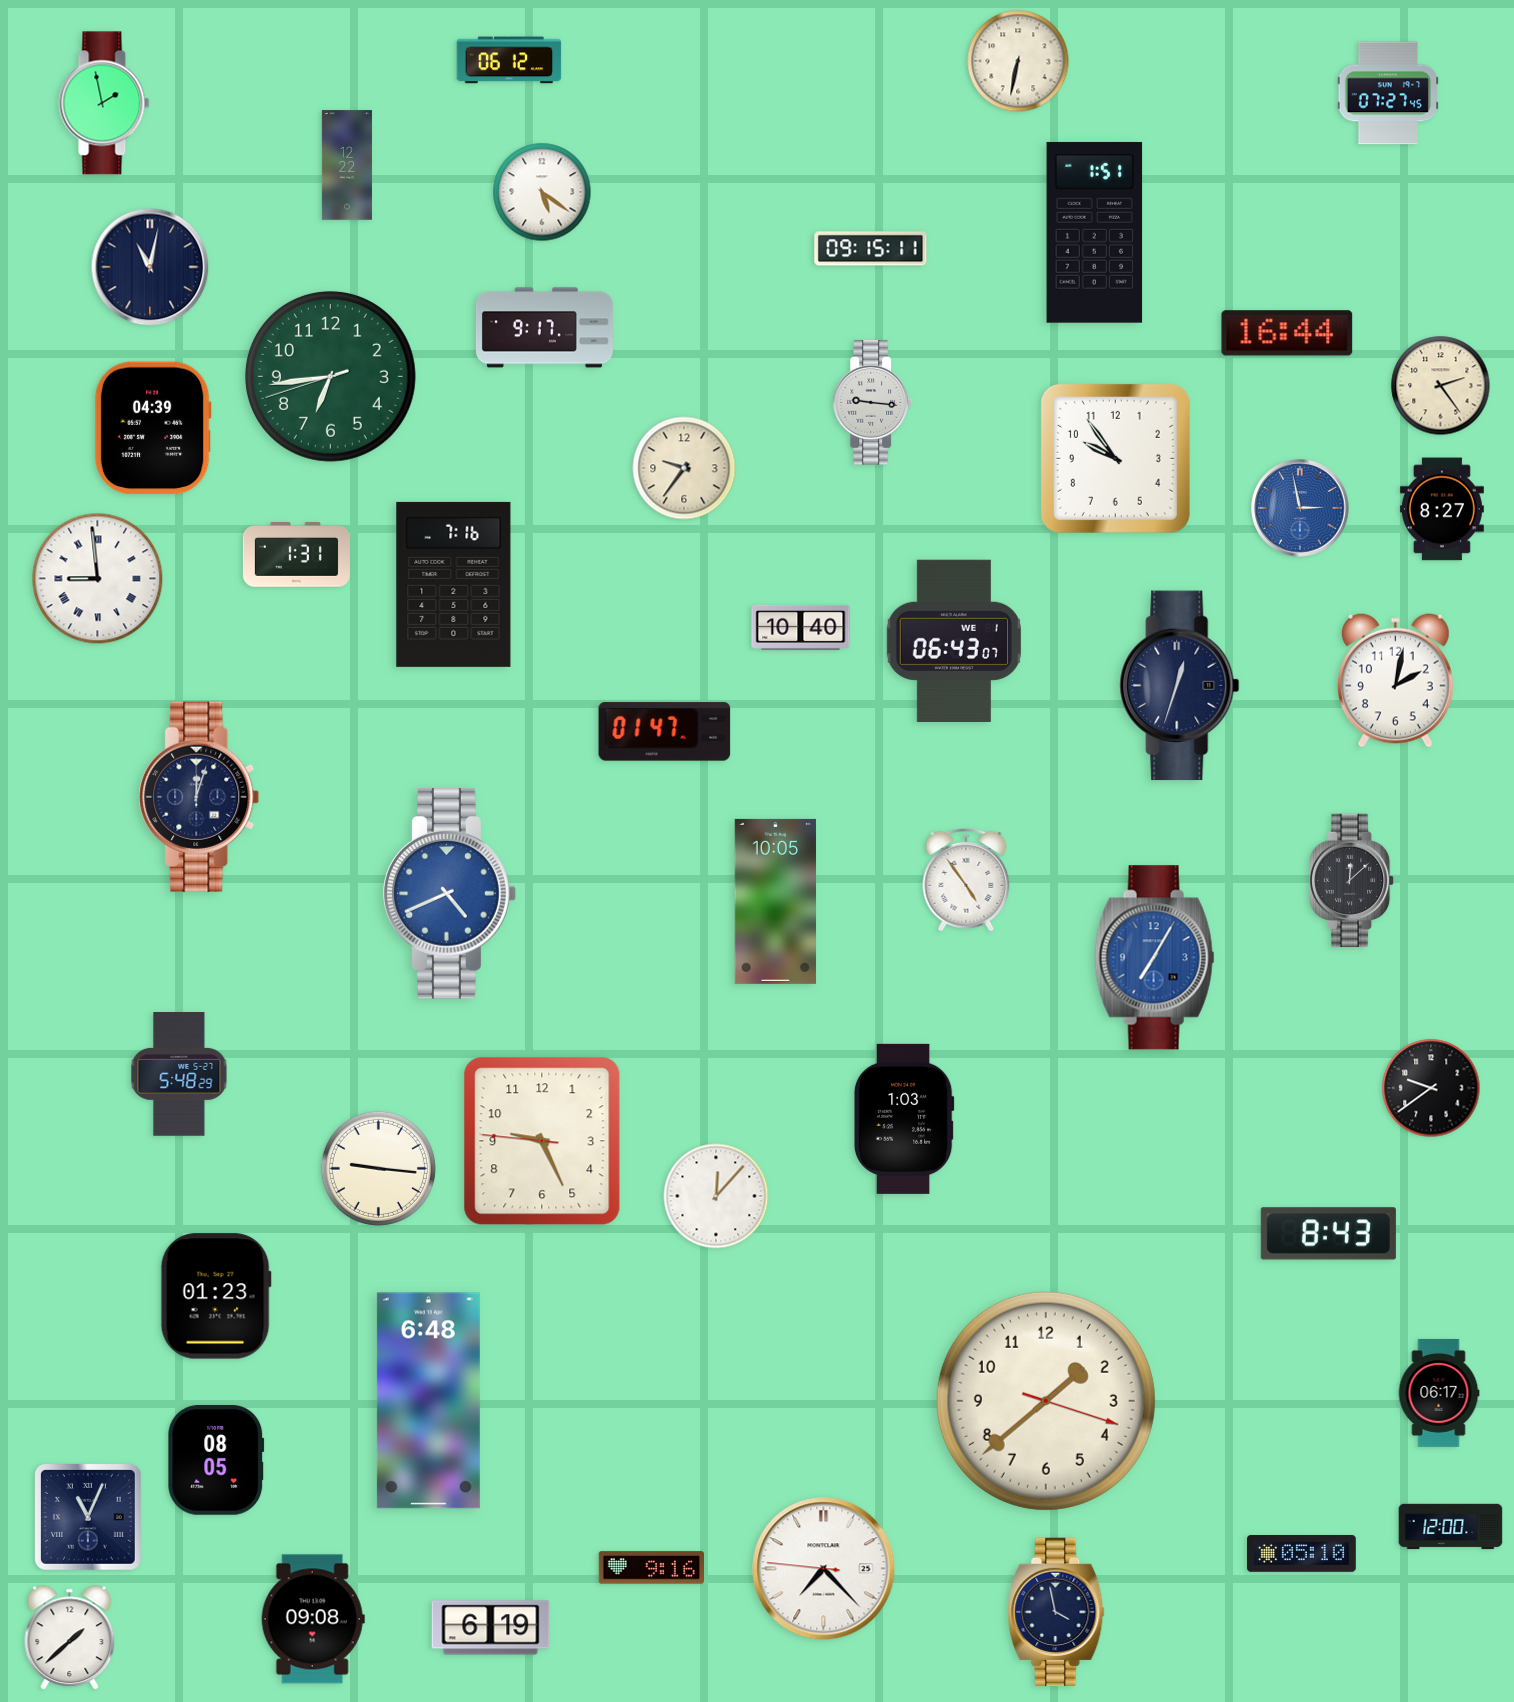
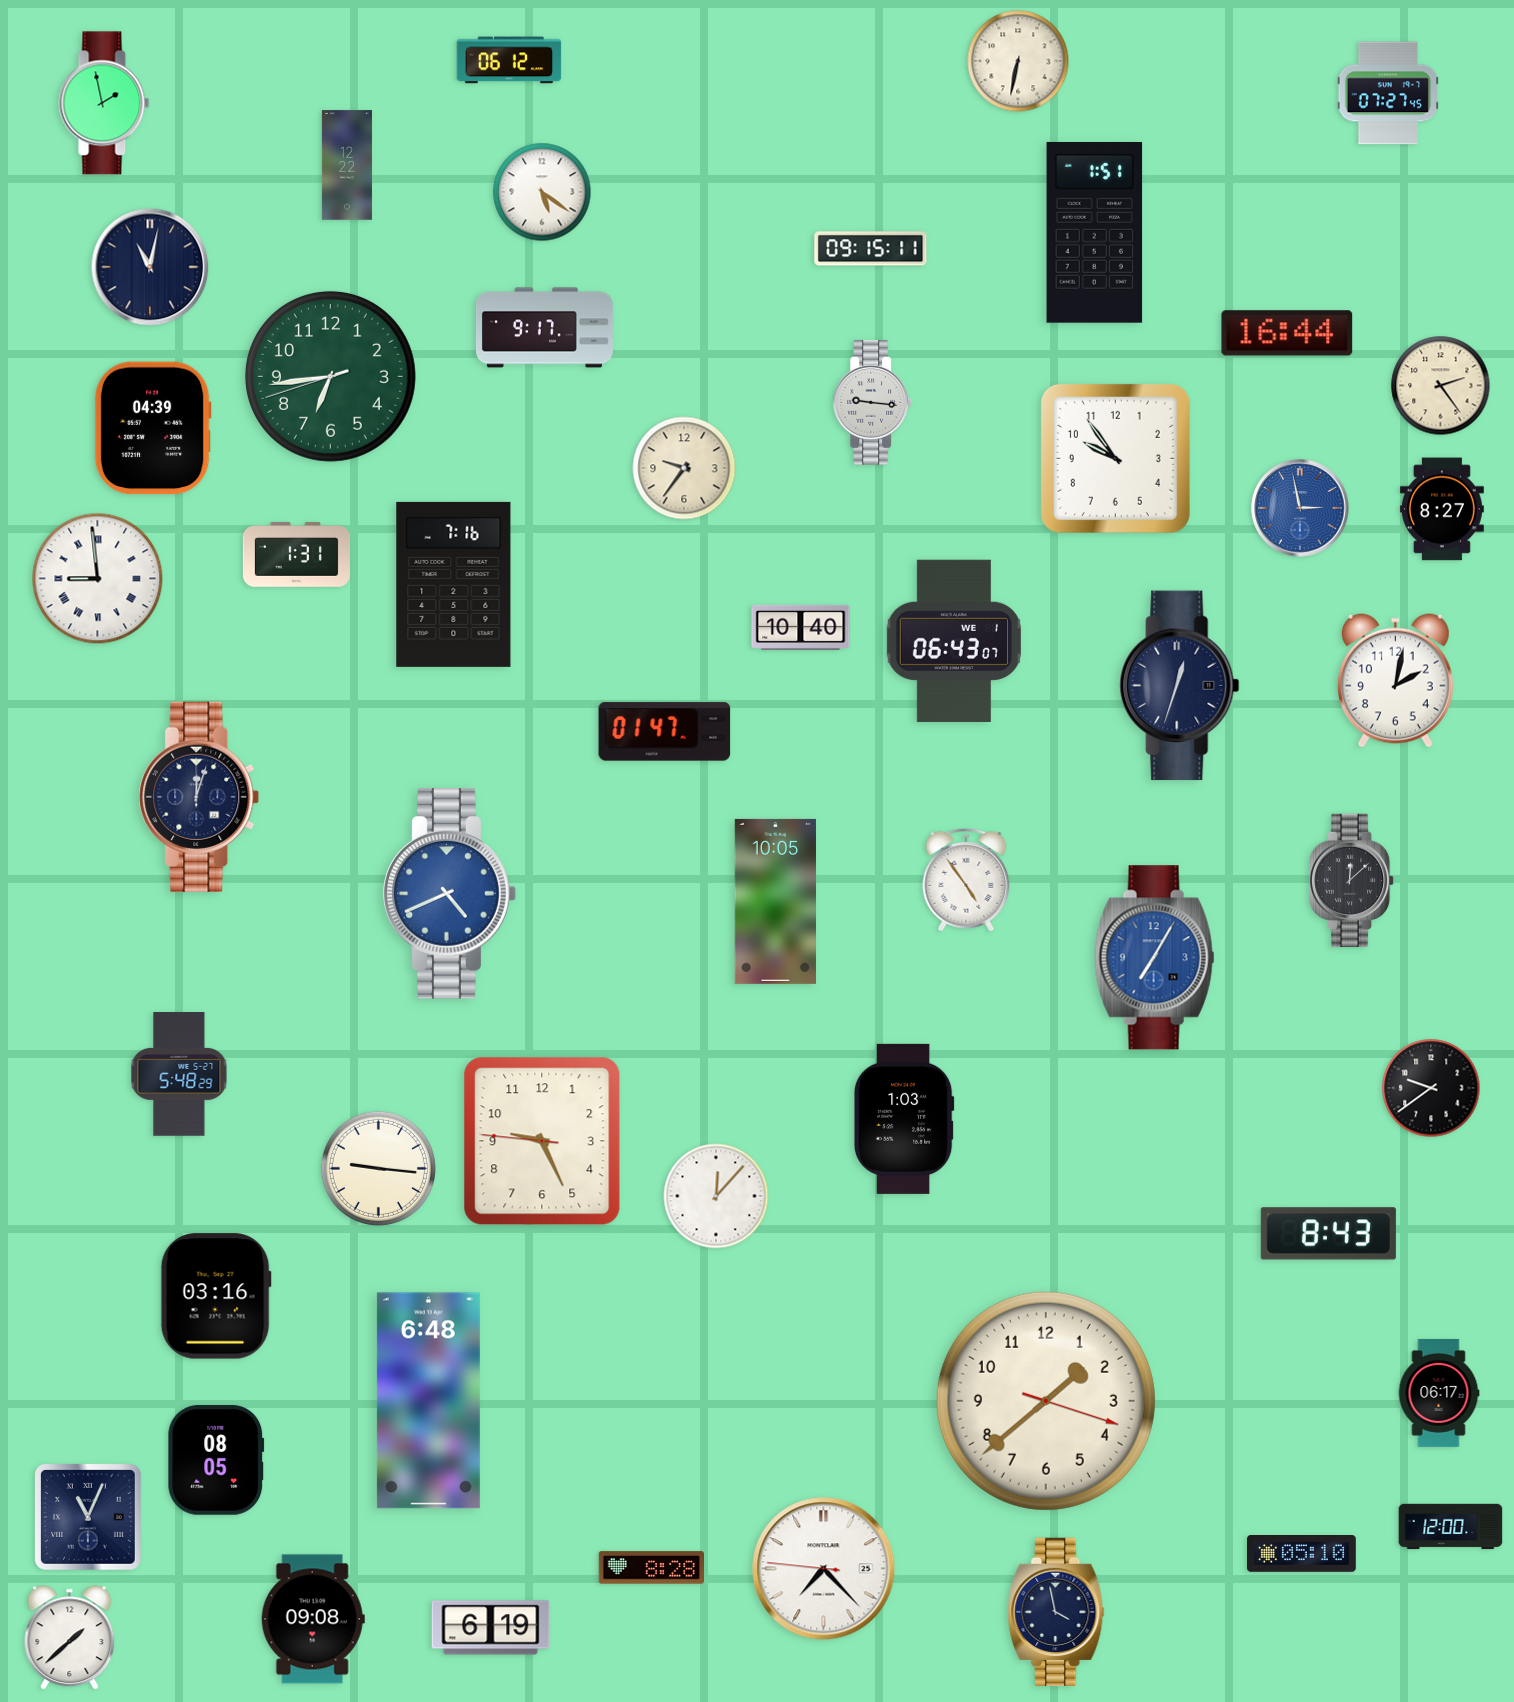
clock at (216, 1296): 01:23 -> 03:16
clock at (652, 1568): 9:16 -> 8:28
